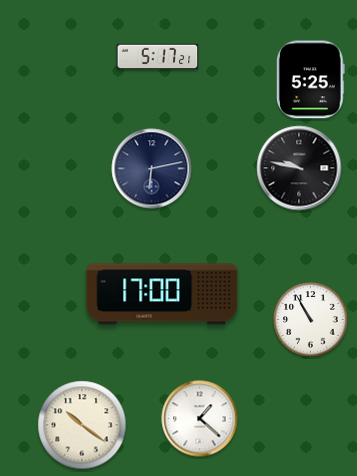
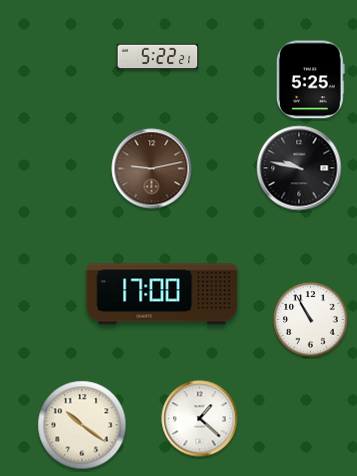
clock at (158, 57): 5:17 -> 5:22
clock at (152, 169): 6:13 -> 9:13
clock at (152, 169) dial: navy -> brown
